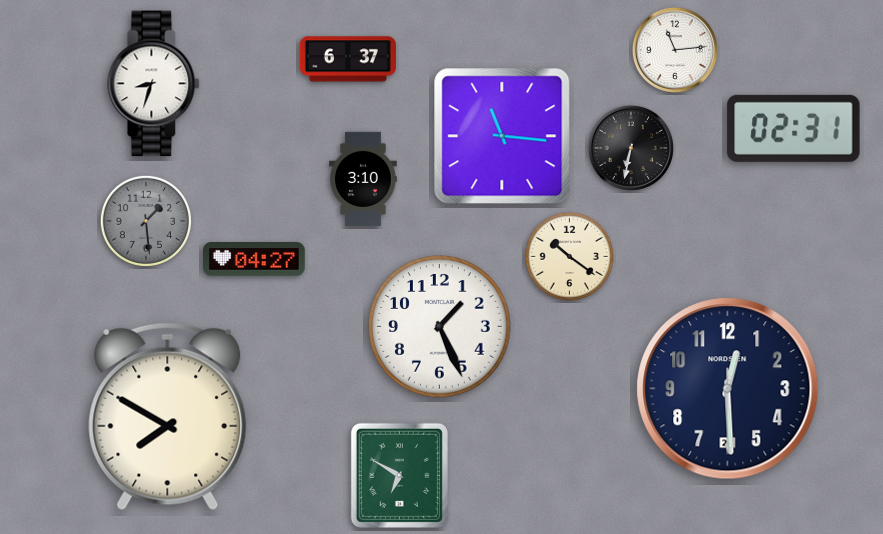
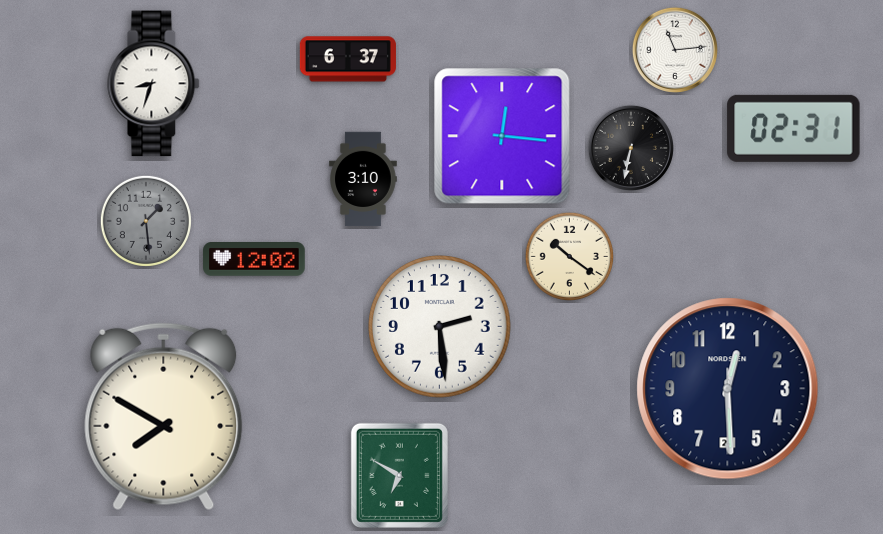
clock at (502, 136): 11:16 -> 12:16
clock at (254, 259): 04:27 -> 12:02
clock at (440, 327): 1:26 -> 2:29
clock at (168, 417) position: (168, 417) -> (164, 417)
